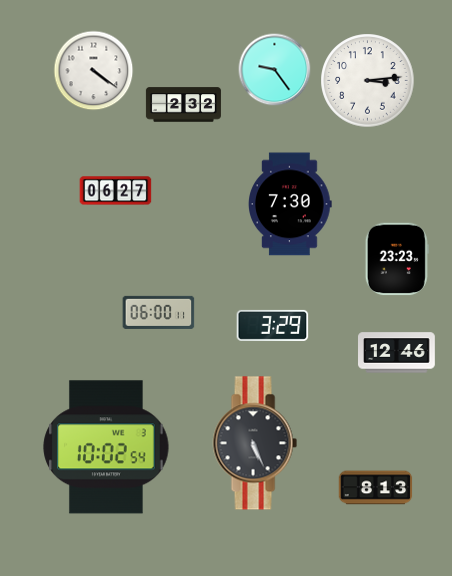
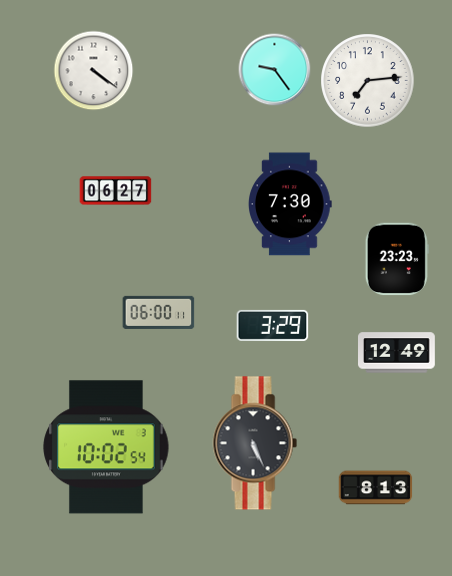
clock at (368, 81): 3:14 -> 7:14
clock at (183, 105): 2:32 -> none
clock at (397, 353): 12:46 -> 12:49
